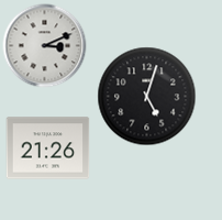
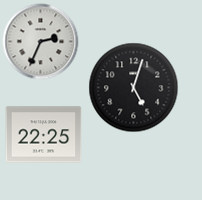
clock at (45, 46): 3:11 -> 2:34
clock at (48, 148): 21:26 -> 22:25
